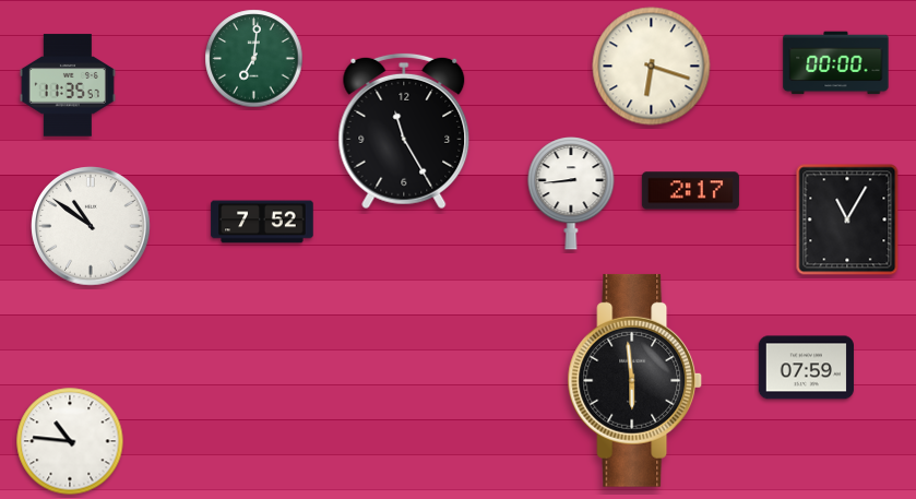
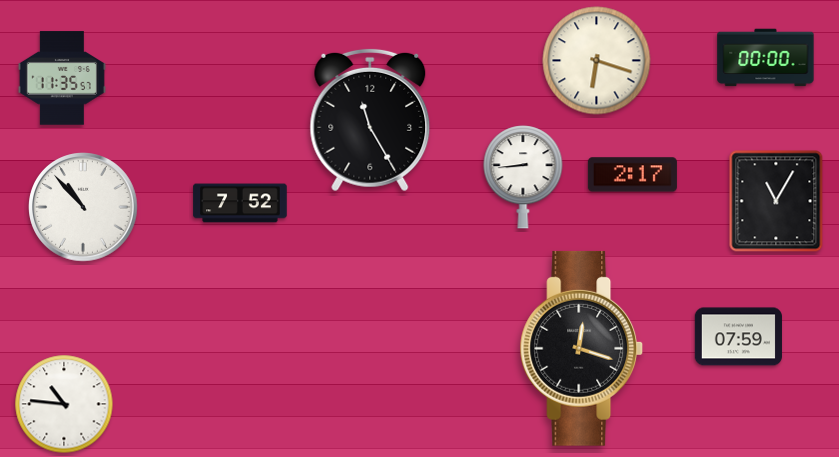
clock at (254, 59): 7:01 -> none
clock at (91, 226): 10:51 -> 10:53
clock at (635, 380): 5:59 -> 12:18
